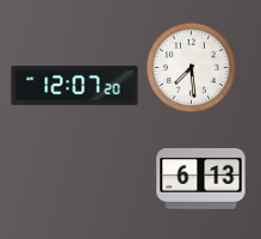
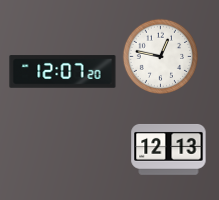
clock at (191, 67): 7:29 -> 12:47
clock at (201, 179): 6:13 -> 12:13
